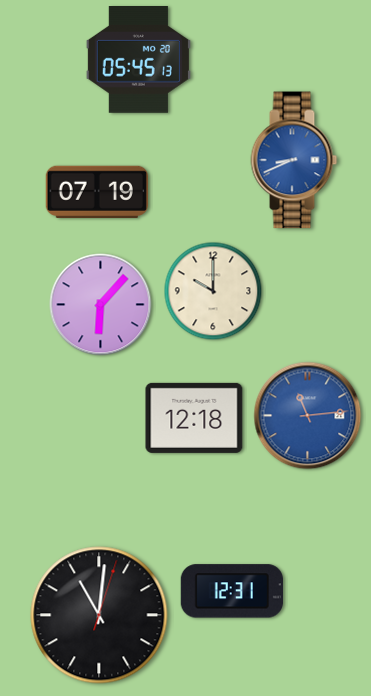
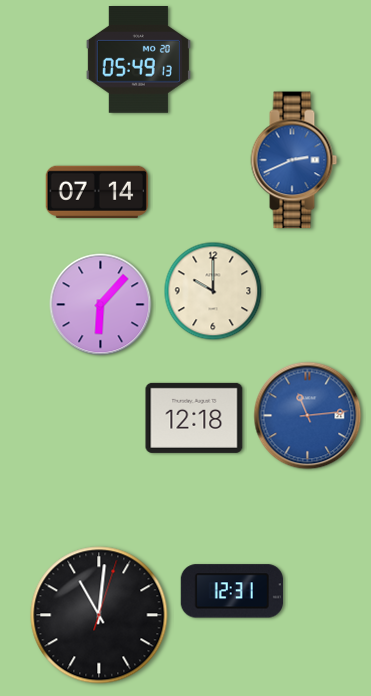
clock at (138, 60): 05:45 -> 05:49
clock at (294, 160): 8:41 -> 2:41
clock at (97, 192): 07:19 -> 07:14
